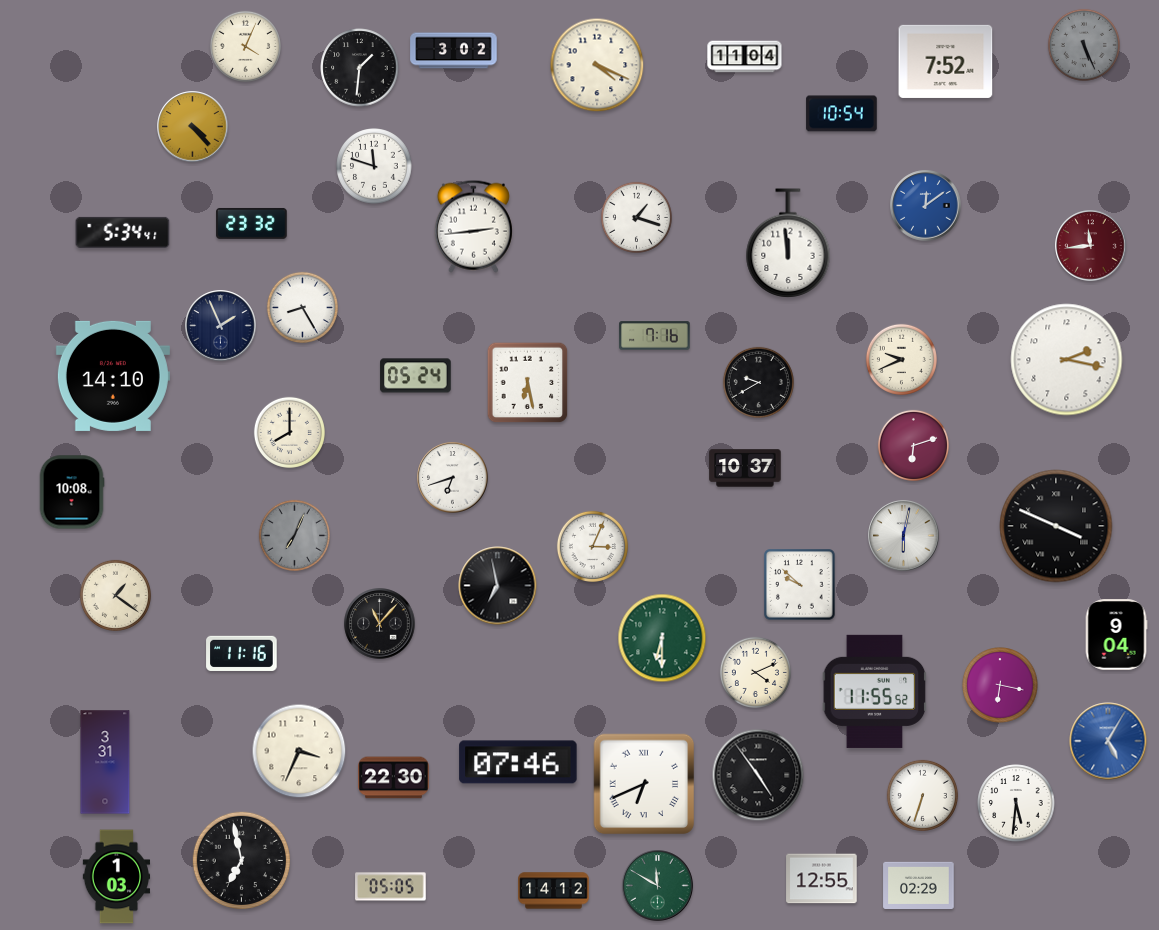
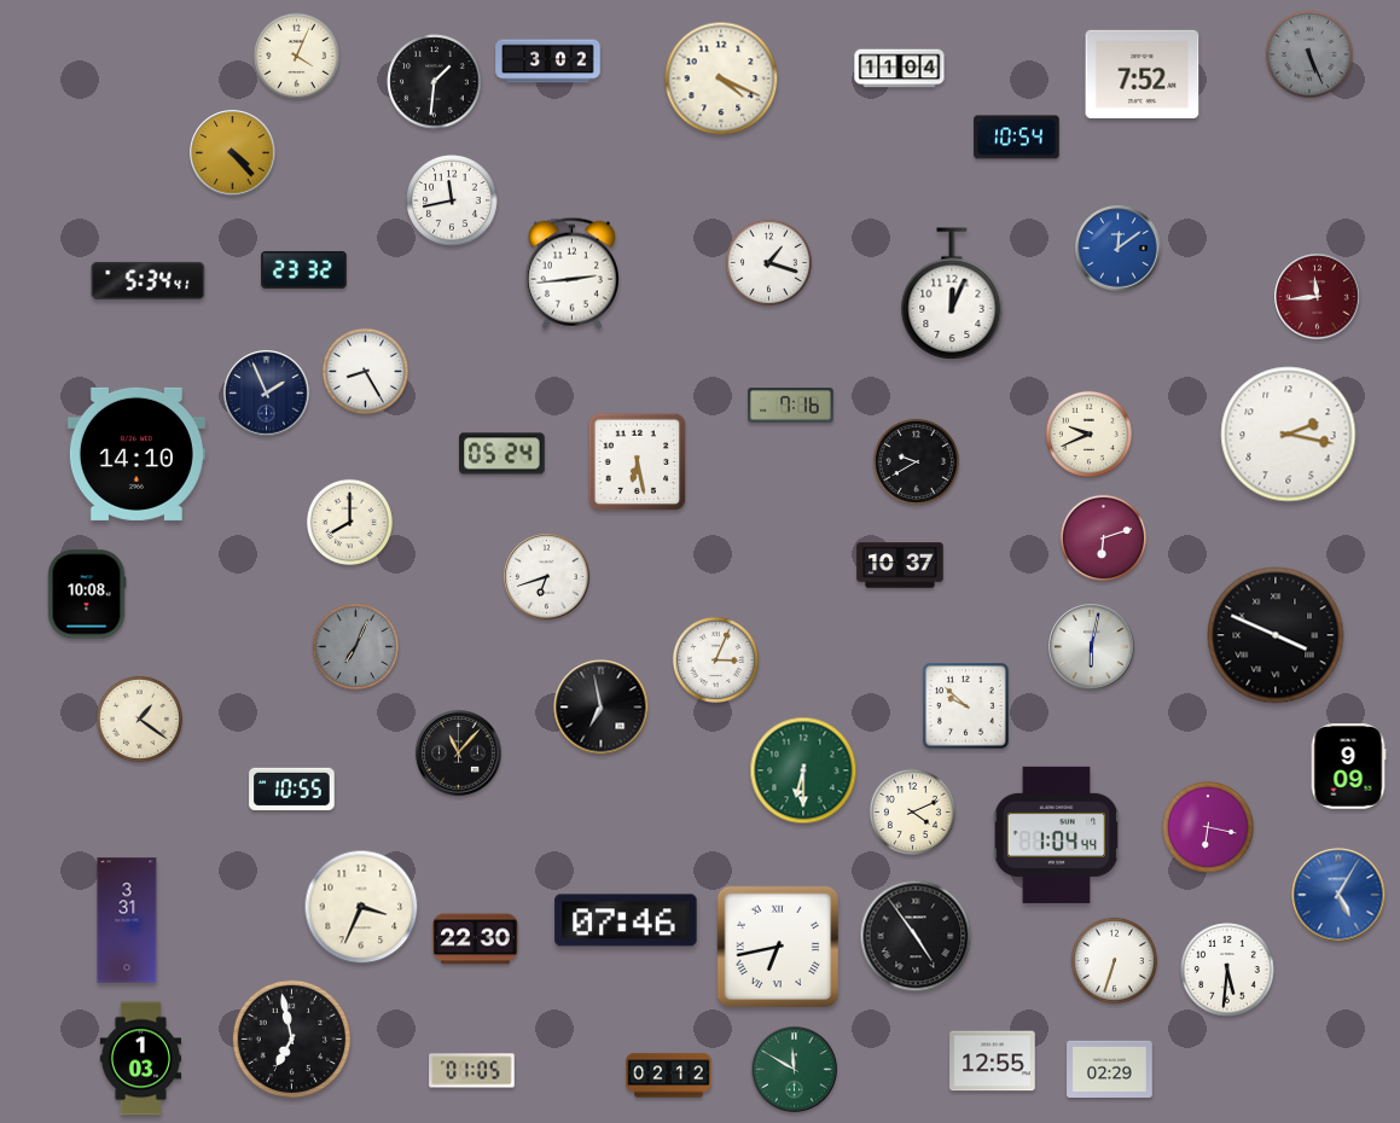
clock at (374, 166): 11:48 -> 11:43
clock at (788, 243): 11:59 -> 12:04
clock at (1116, 635): 9:04 -> 9:09
clock at (662, 638) position: (662, 638) -> (803, 770)
clock at (242, 653): 11:16 -> 10:55
clock at (875, 691): 11:55 -> 1:04
clock at (644, 784): 6:41 -> 6:43
clock at (391, 887): 05:05 -> 01:05
clock at (554, 891): 14:12 -> 02:12
